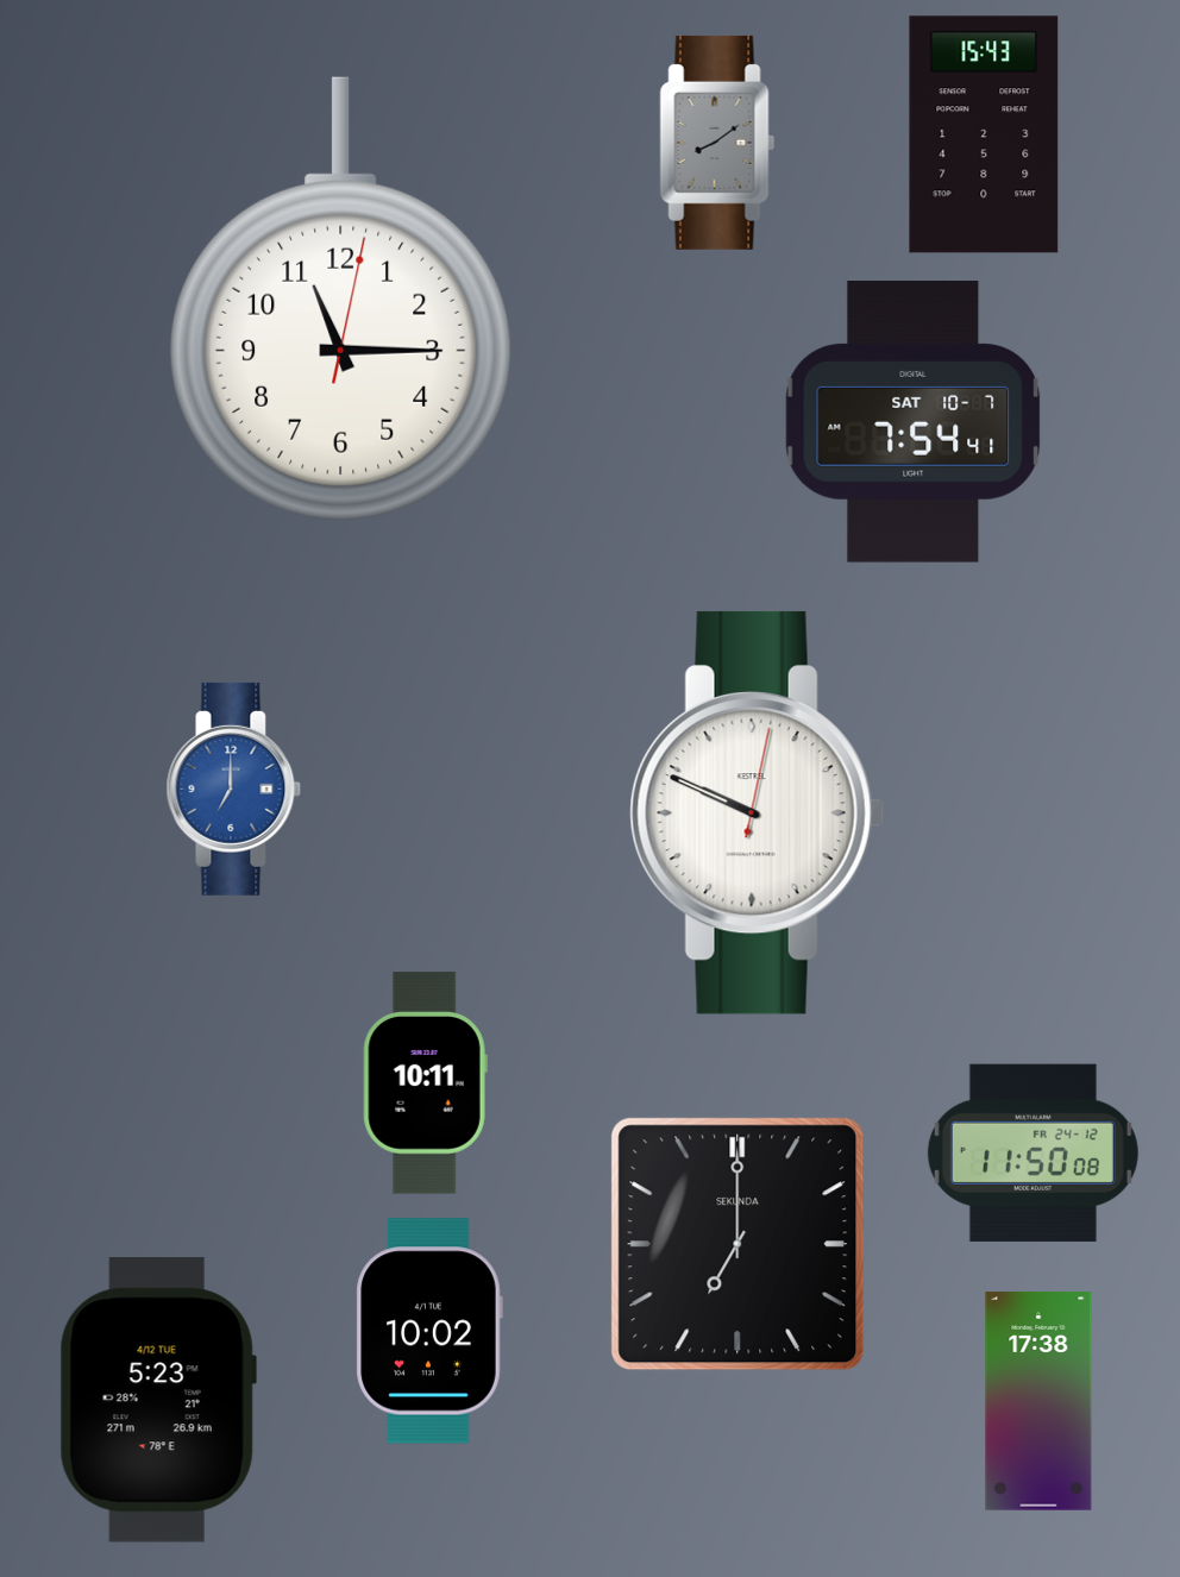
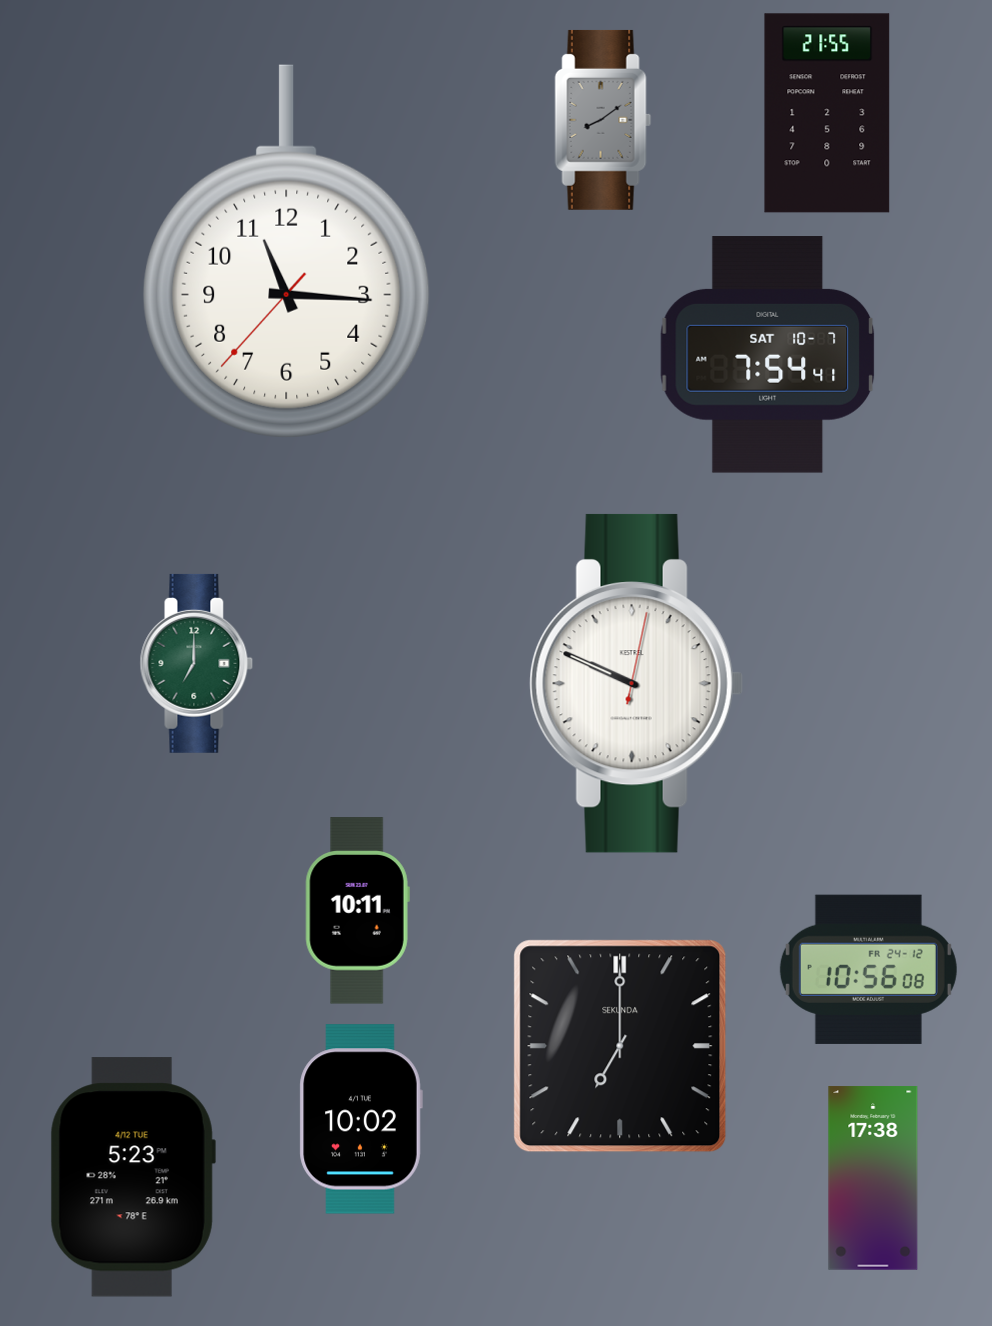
clock at (984, 134): 15:43 -> 21:55
clock at (341, 299): 11:15:02 -> 11:15:37
clock at (234, 788) dial: blue -> green
clock at (1032, 1152): 11:50 -> 10:56
